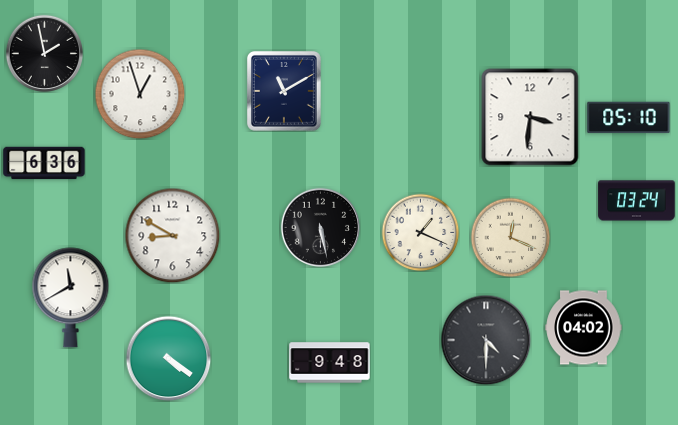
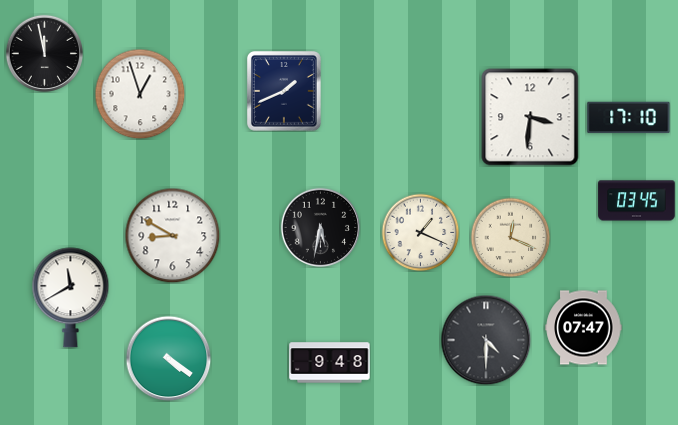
clock at (44, 53): 1:58 -> 11:58
clock at (284, 92): 11:10 -> 1:41
clock at (629, 118): 05:10 -> 17:10
clock at (44, 163): 6:36 -> none
clock at (637, 201): 03:24 -> 03:45
clock at (320, 227): 5:28 -> 5:32
clock at (584, 328): 04:02 -> 07:47
